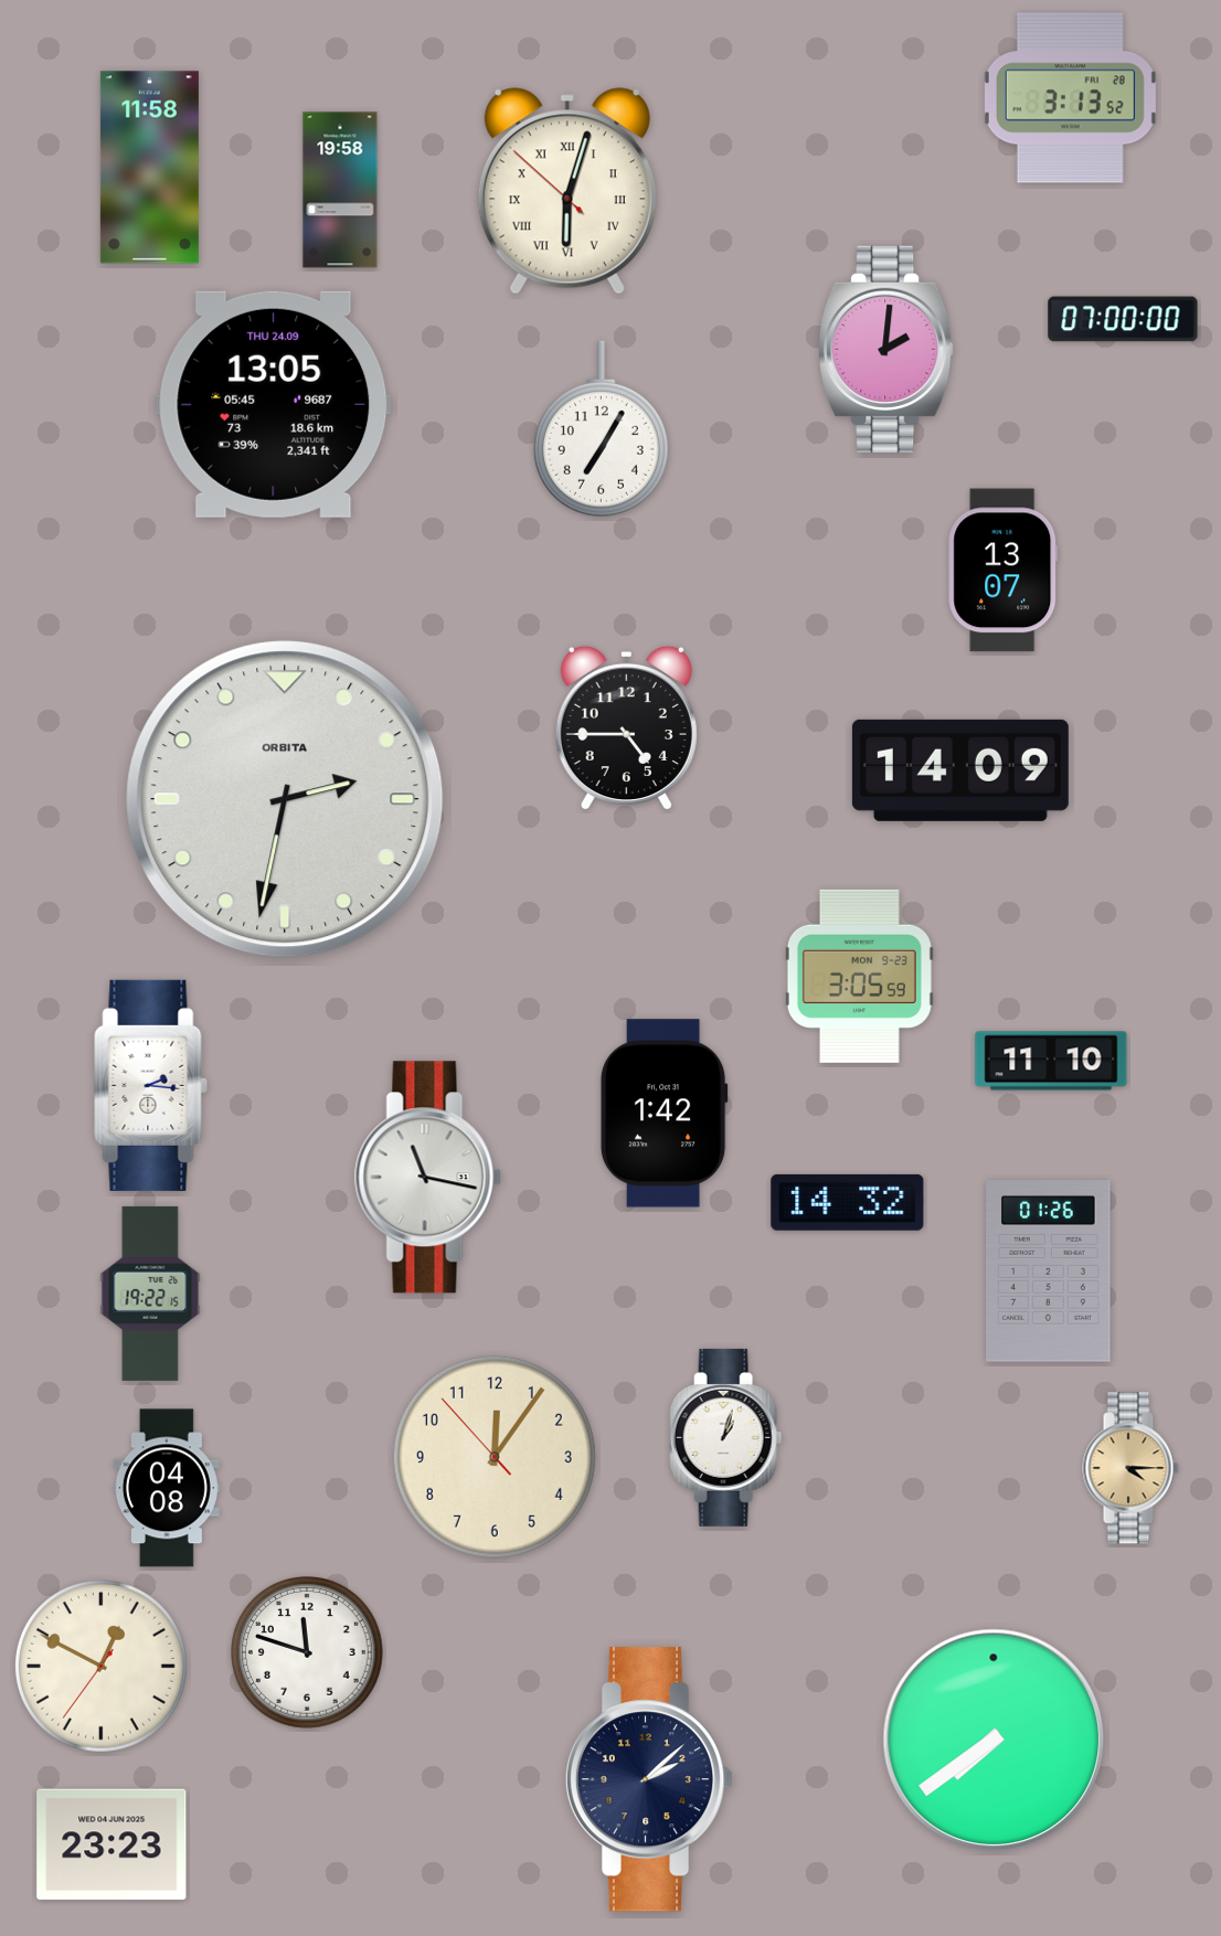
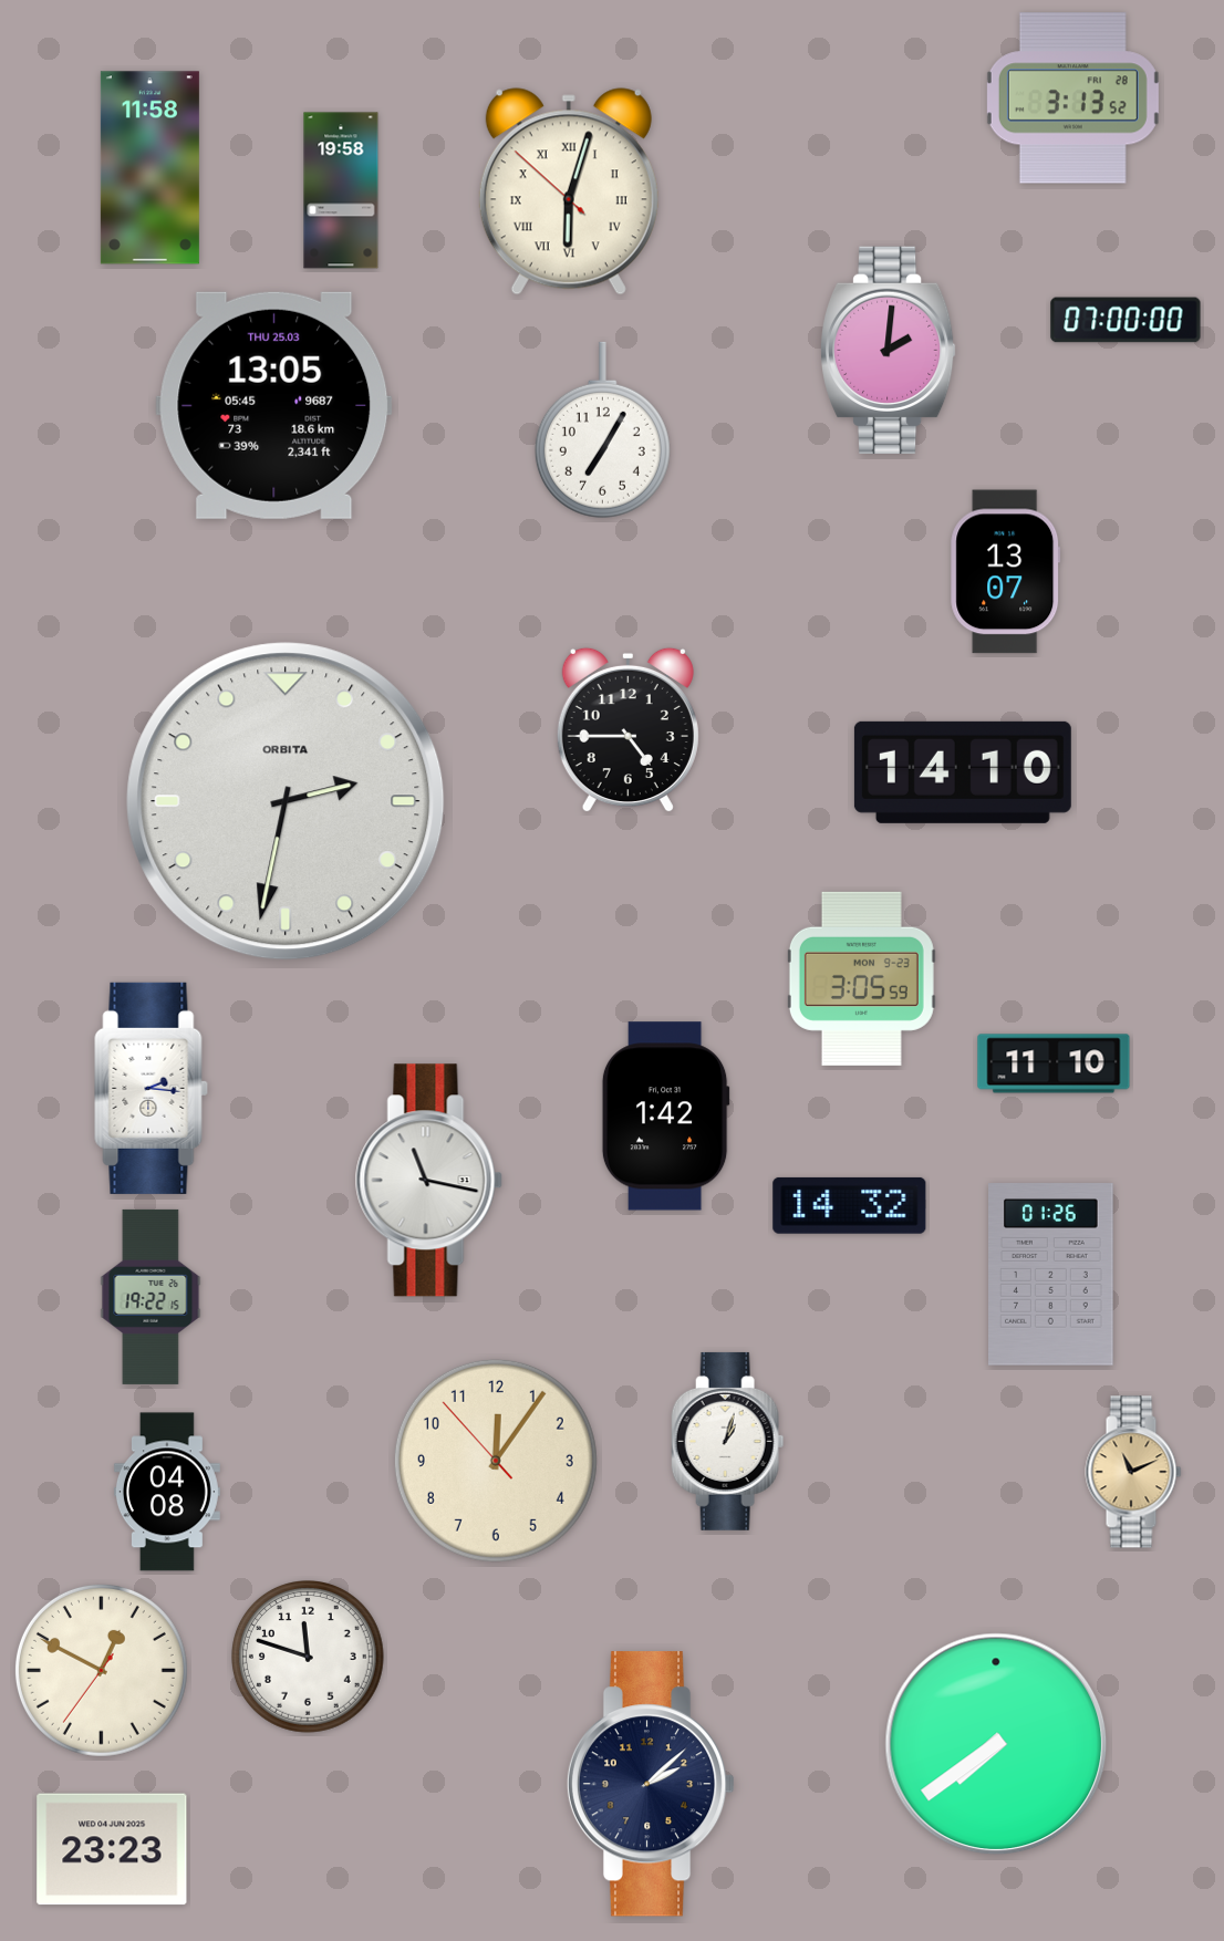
clock at (274, 404) date: THU 24.09 -> THU 25.03
clock at (960, 770): 14:09 -> 14:10
clock at (1130, 1468): 4:15 -> 11:11
